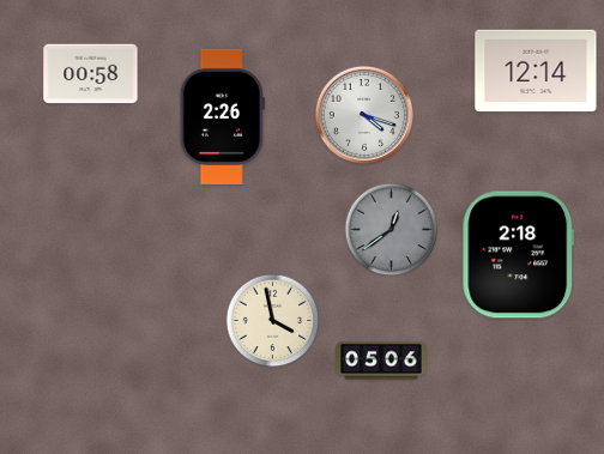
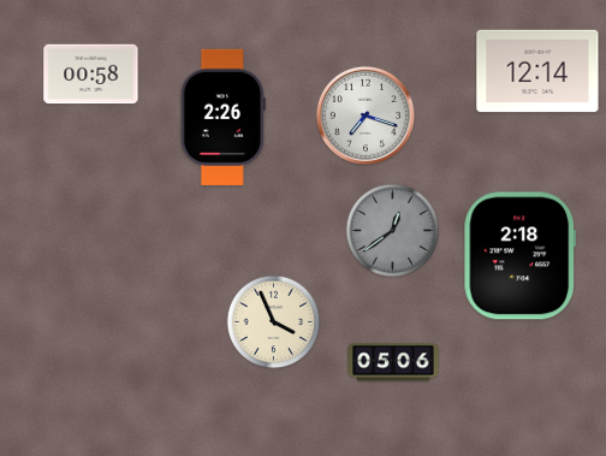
clock at (364, 115): 4:18 -> 7:18
clock at (273, 321): 3:58 -> 3:56
clock at (381, 361) position: (381, 361) -> (393, 362)
